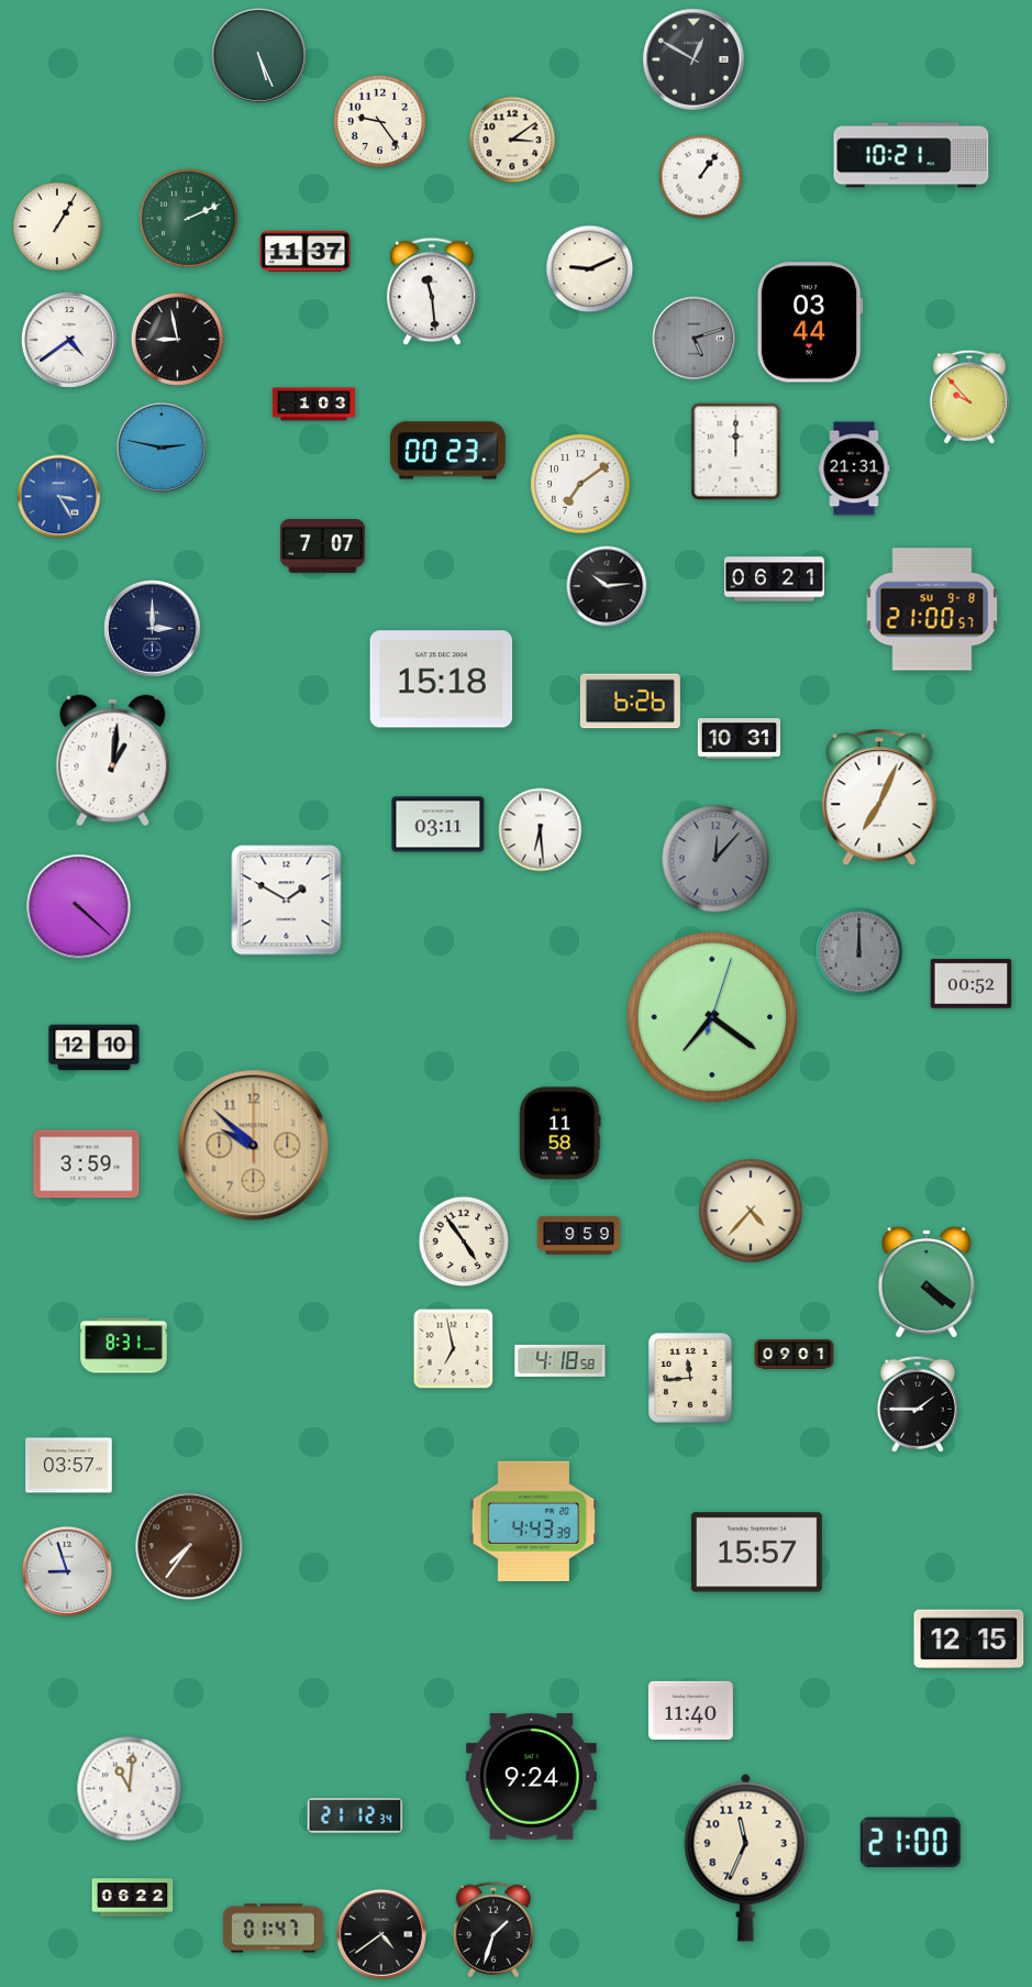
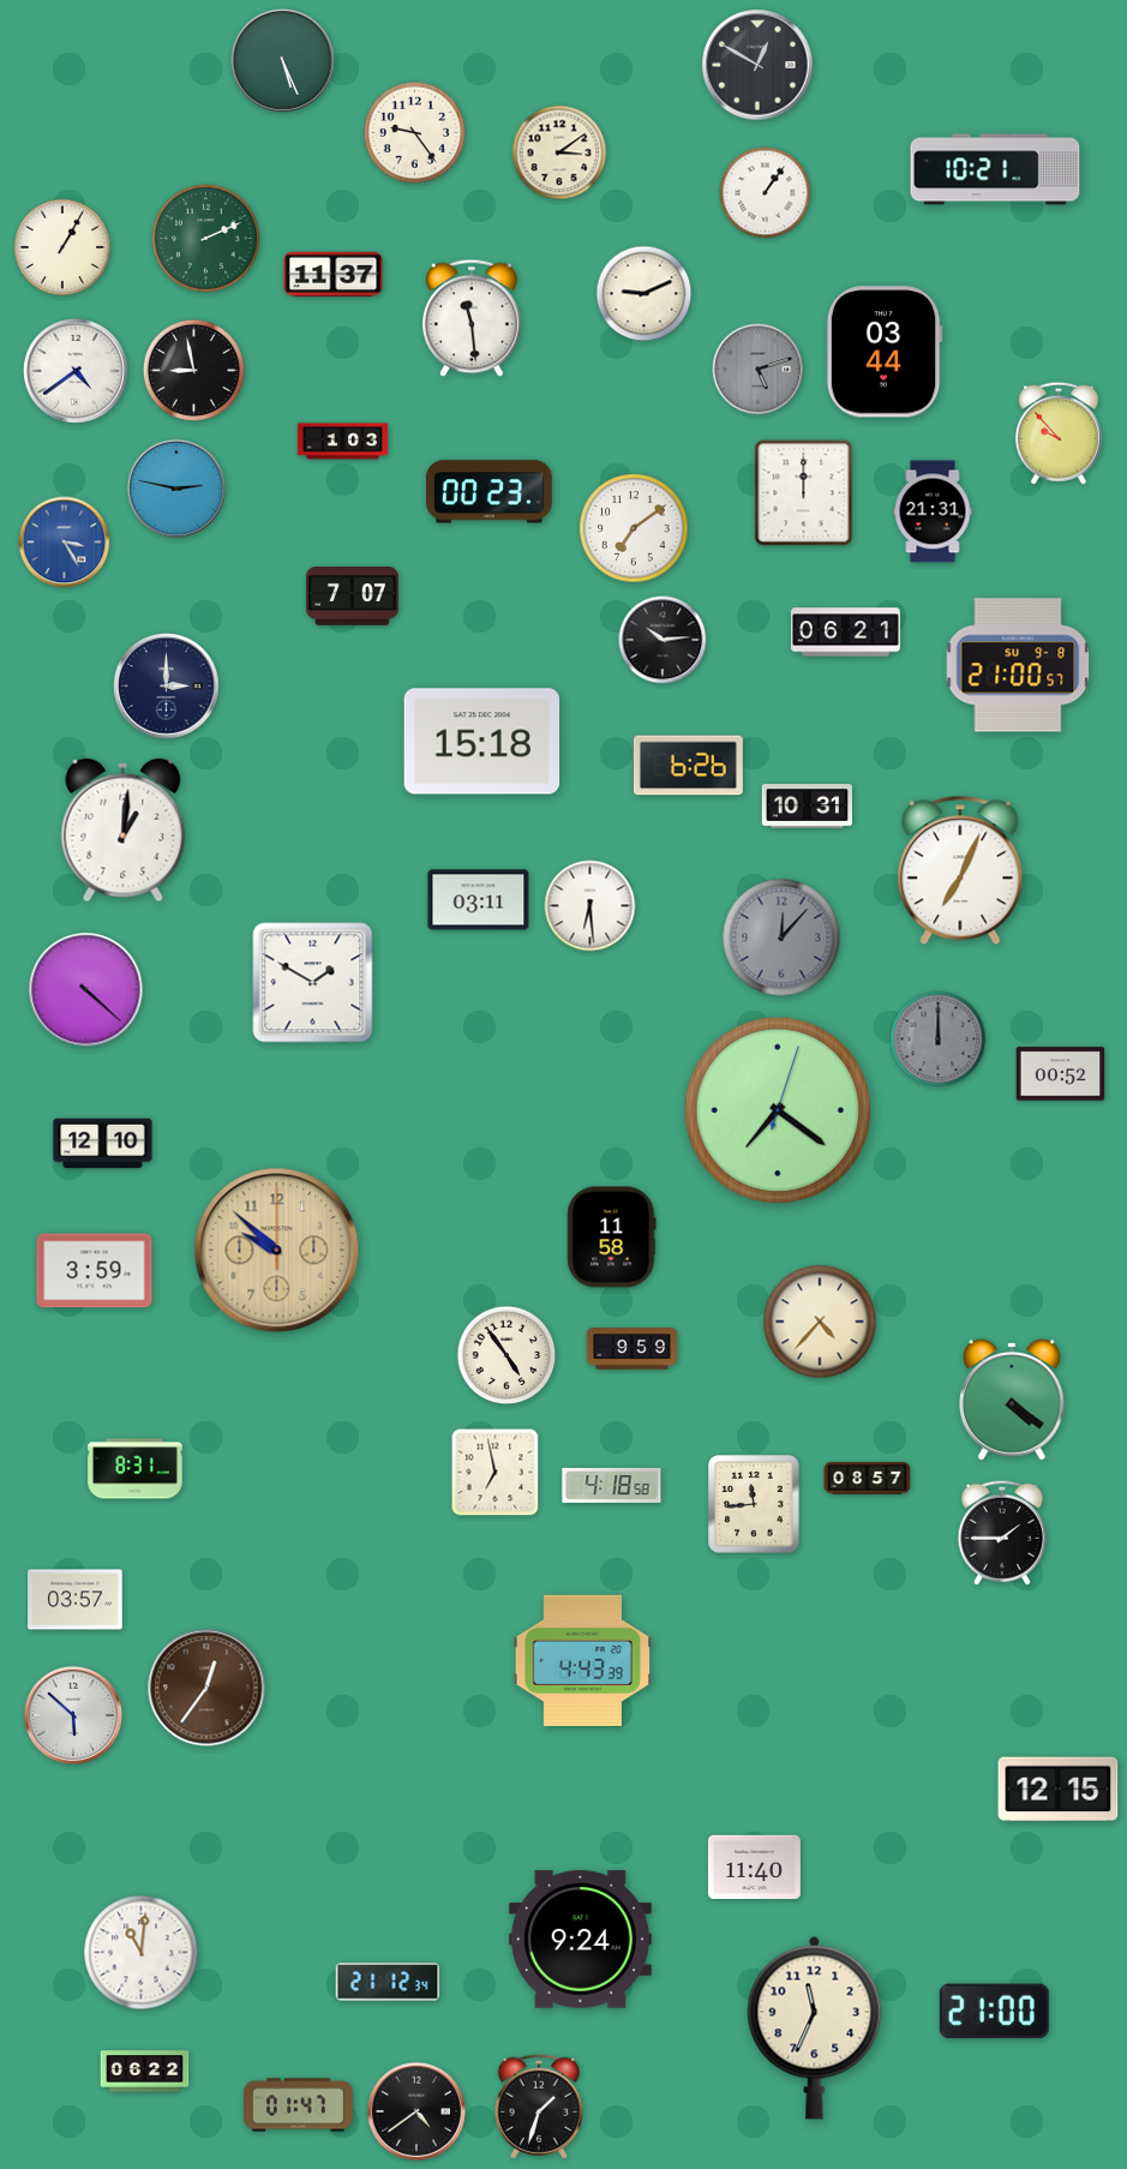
clock at (795, 1355): 09:01 -> 08:57
clock at (189, 1546): 7:36 -> 12:36
clock at (756, 1553): 15:57 -> none
clock at (66, 1570): 8:57 -> 5:52
